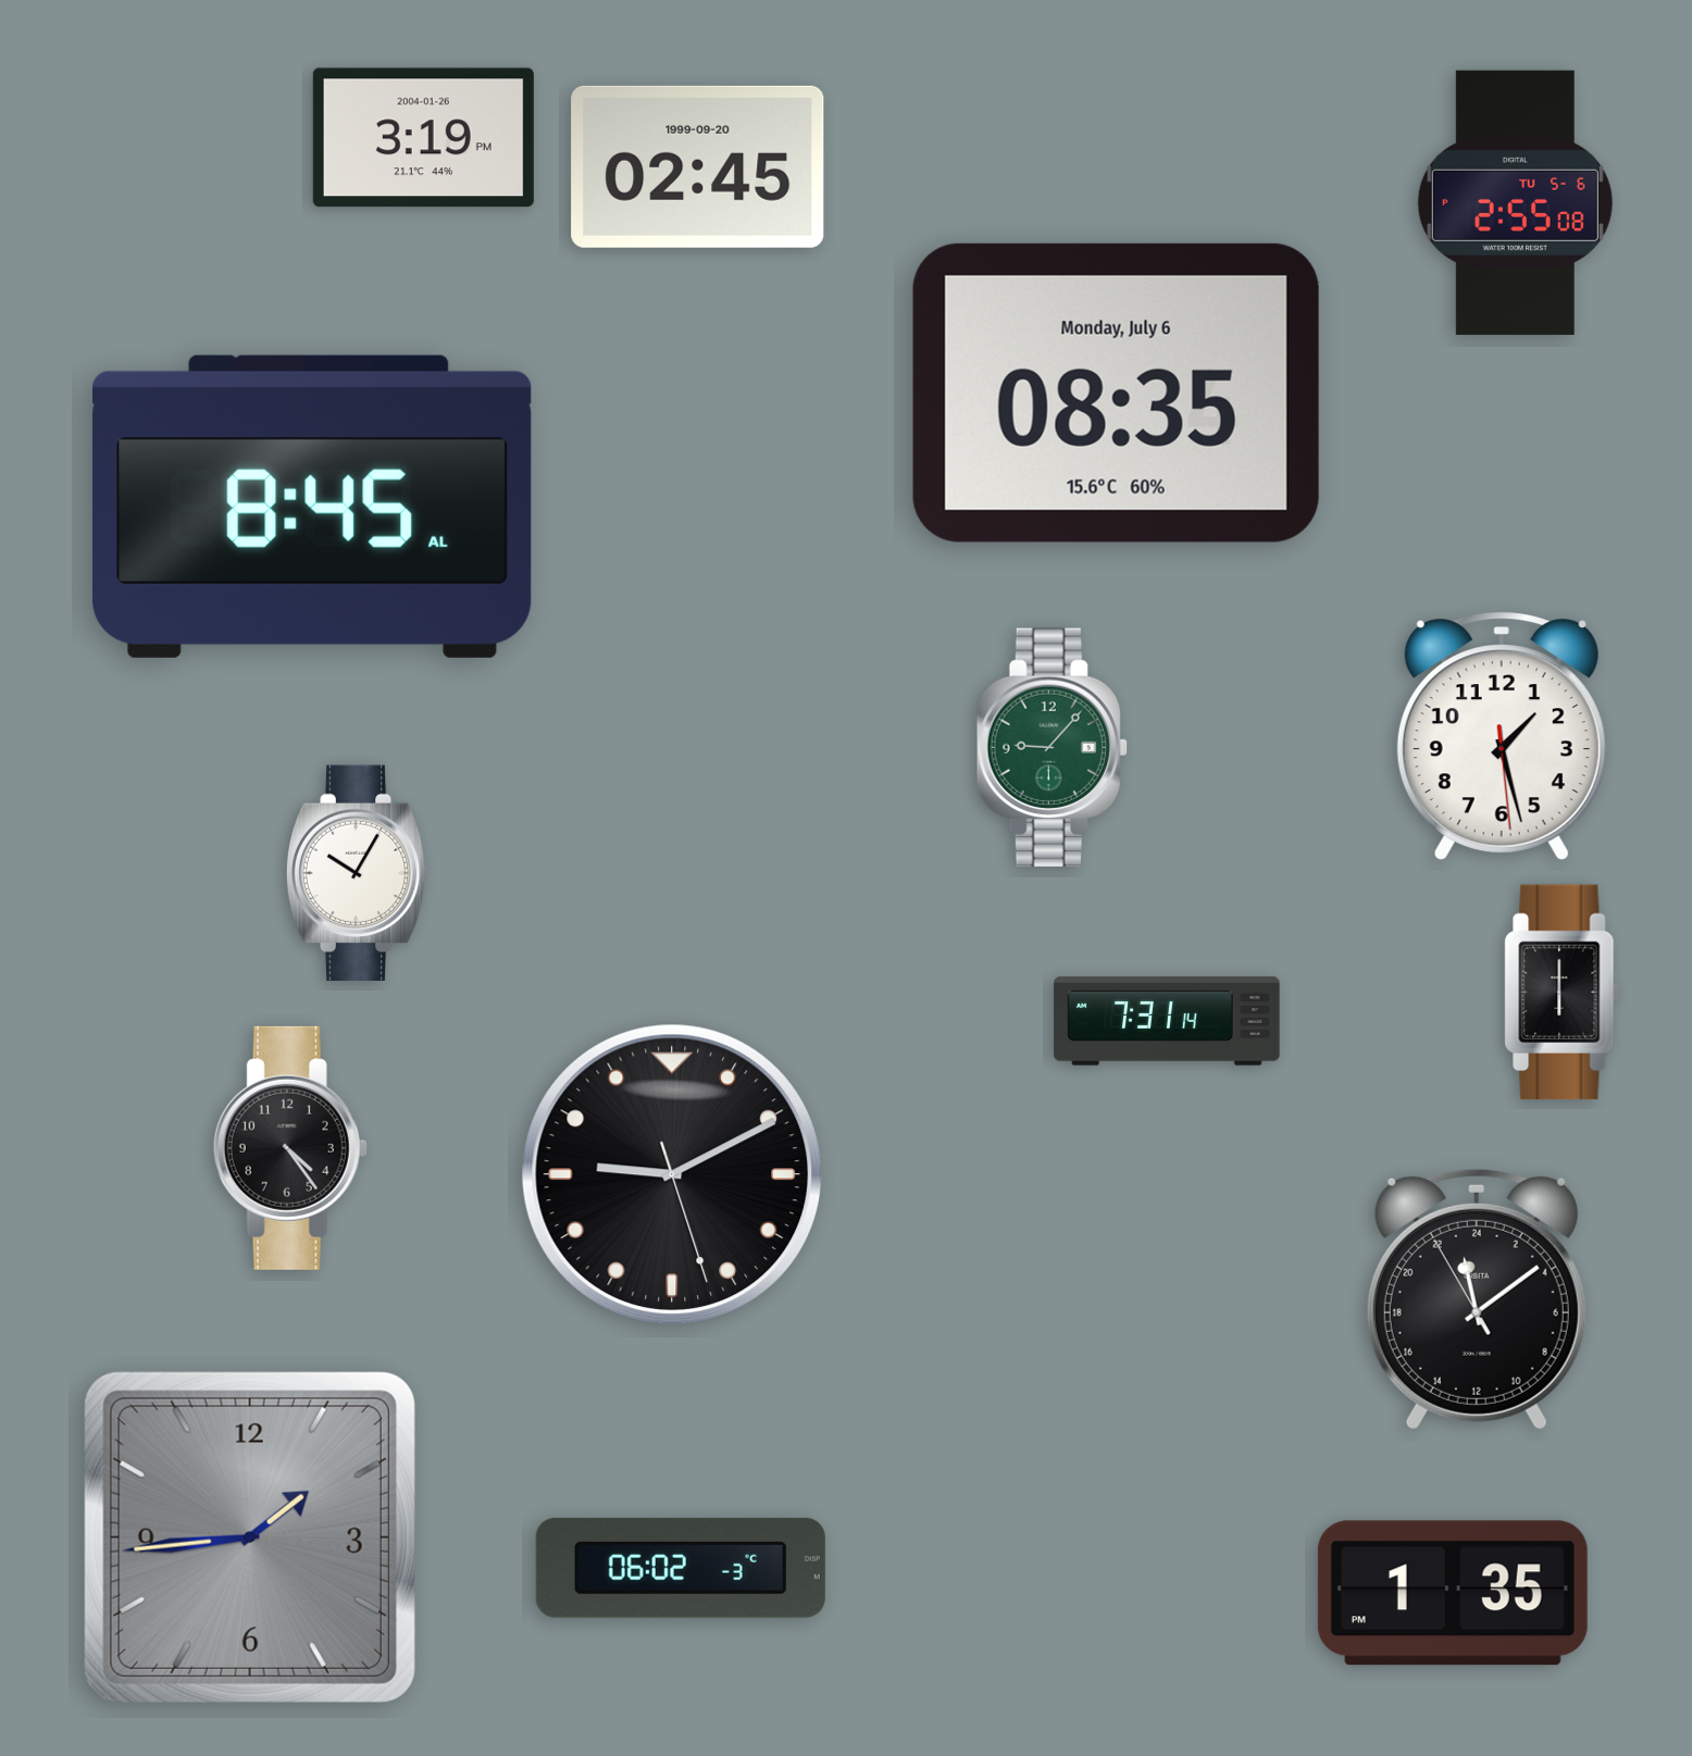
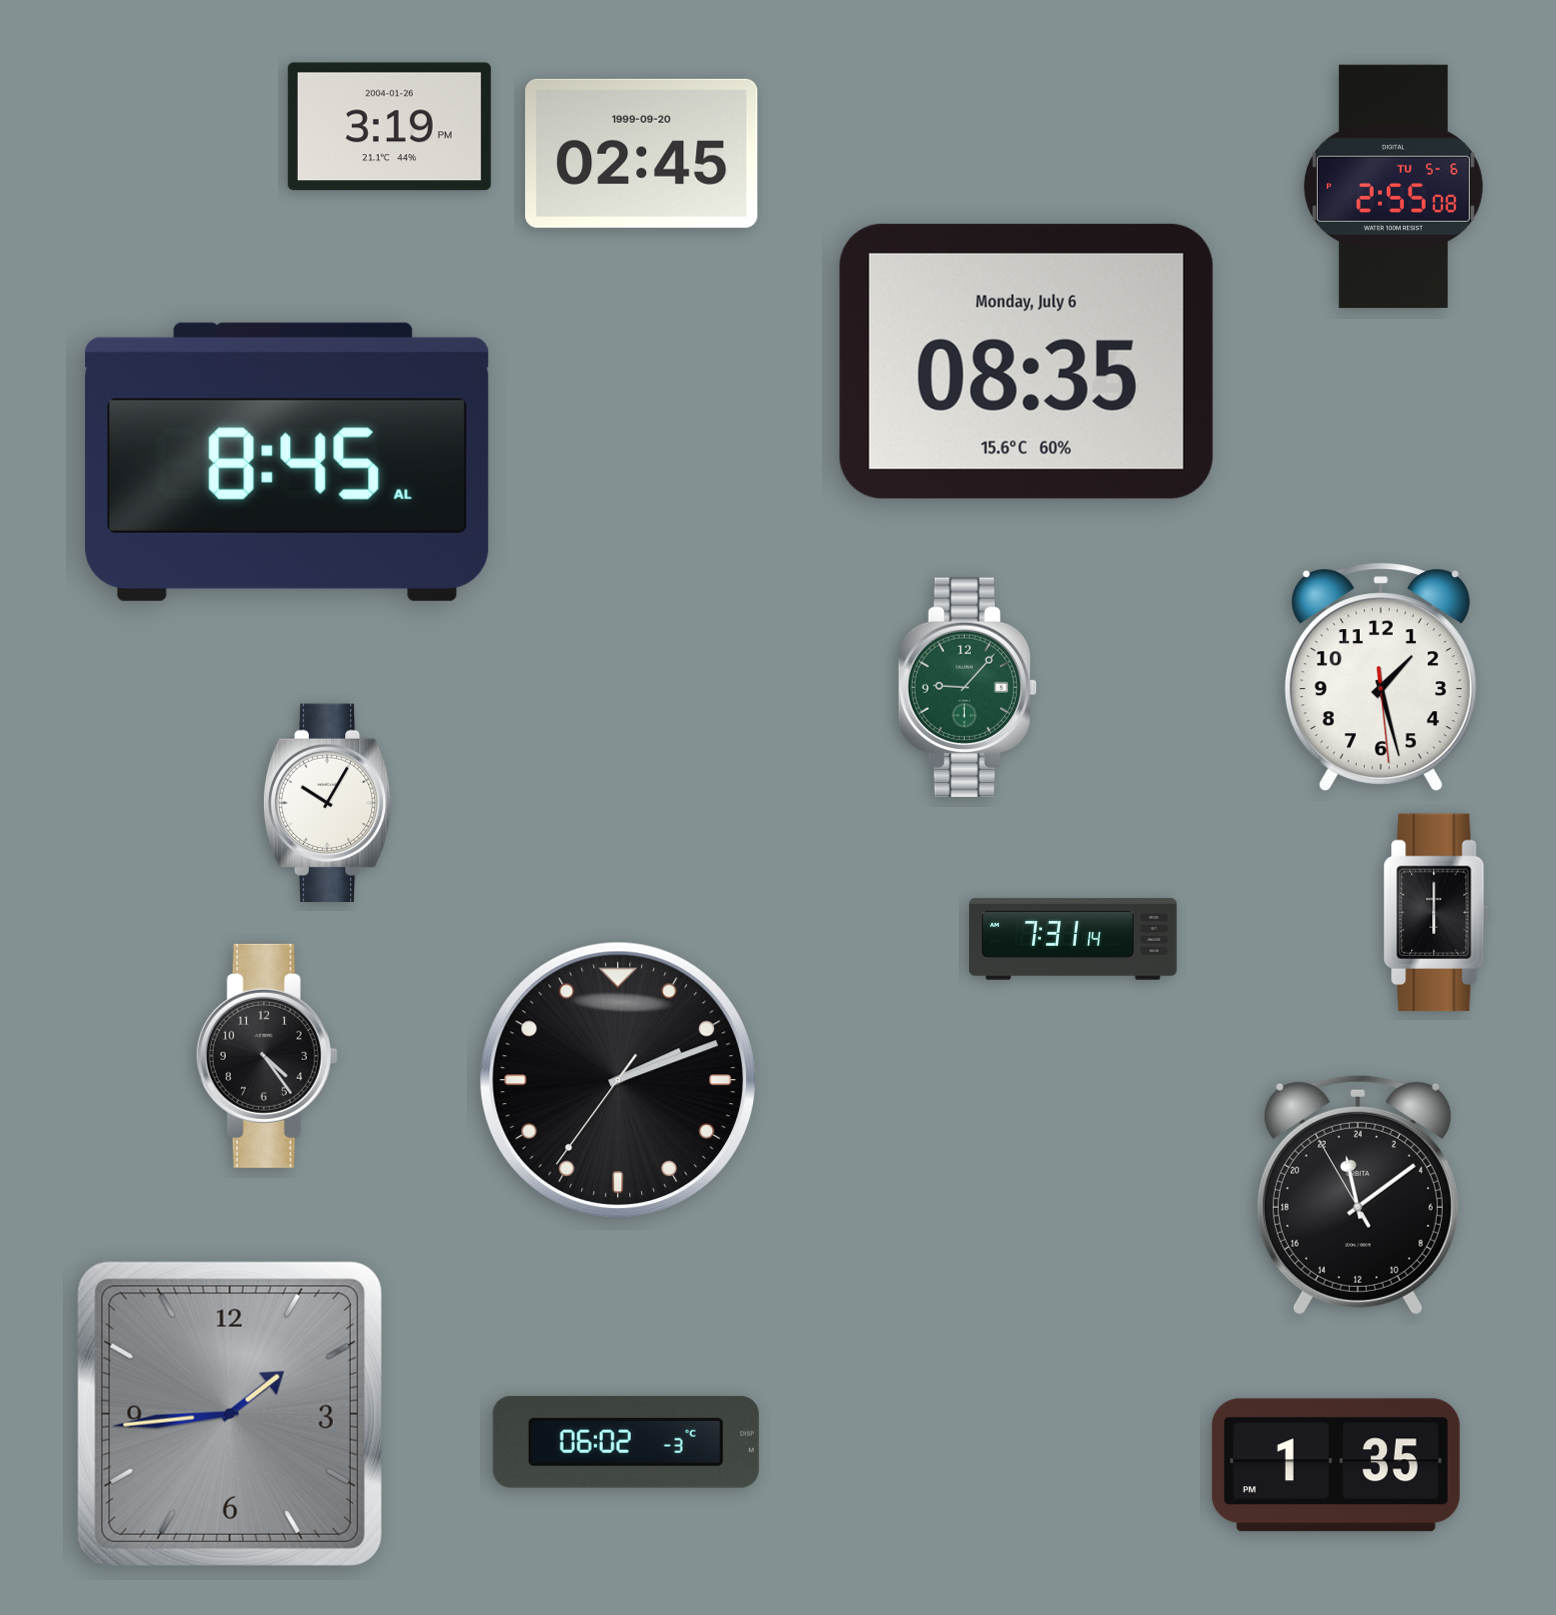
clock at (312, 507) position: (312, 507) -> (287, 462)
clock at (671, 1173): 9:10 -> 2:11
